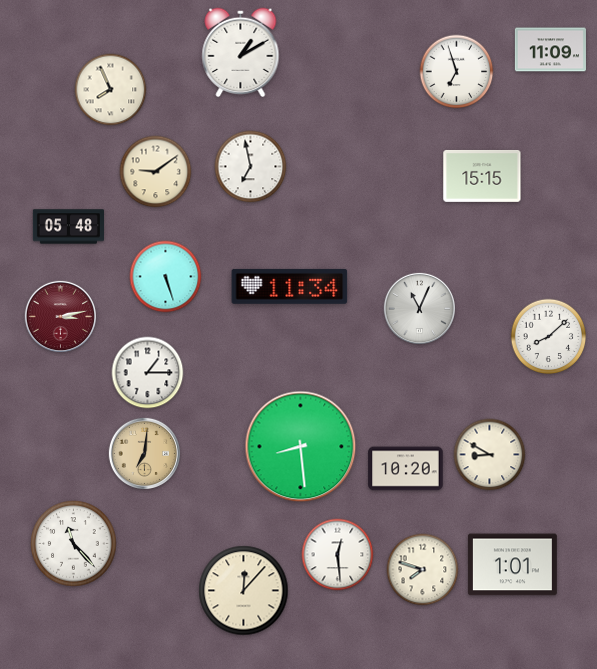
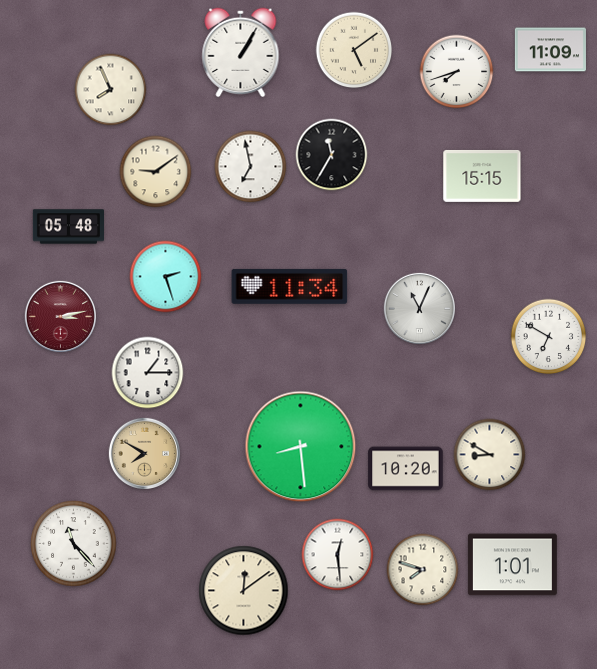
clock at (354, 50): none -> 5:09
clock at (241, 53): 1:10 -> 1:05
clock at (457, 72): 6:57 -> 7:42
clock at (332, 155): none -> 11:35
clock at (166, 277): 5:27 -> 2:27
clock at (549, 337): 8:08 -> 6:50
clock at (144, 453): 7:01 -> 7:50
clock at (244, 591): 12:07 -> 12:09
